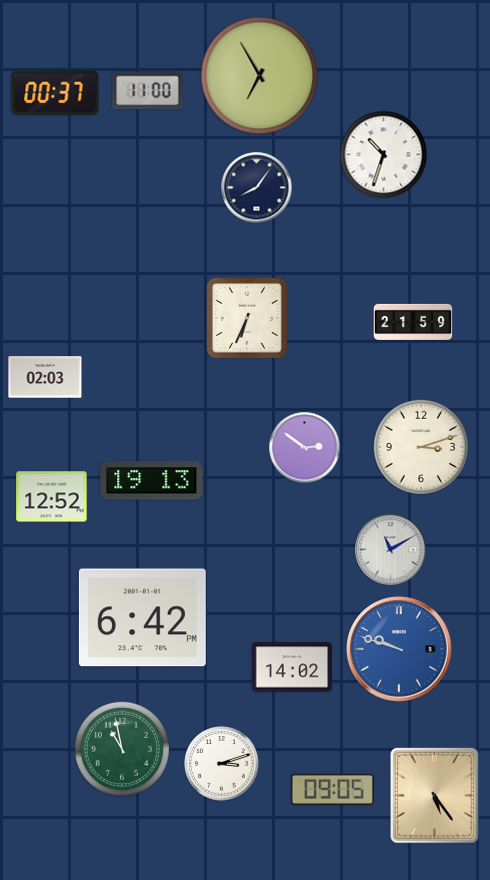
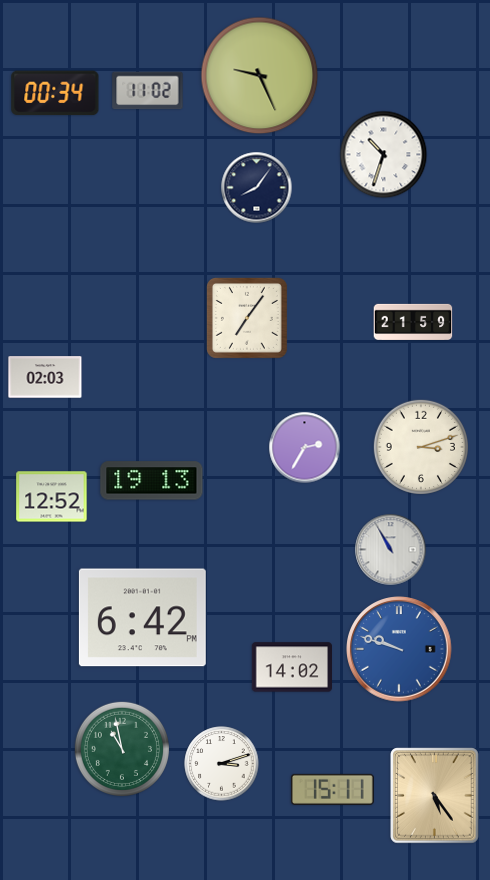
clock at (260, 76): 6:55 -> 9:26
clock at (148, 91): 11:00 -> 11:02
clock at (55, 93): 00:37 -> 00:34
clock at (247, 318): 6:34 -> 7:06
clock at (305, 448): 2:51 -> 2:35
clock at (391, 550): 11:10 -> 10:55
clock at (332, 789): 09:05 -> 15:11
